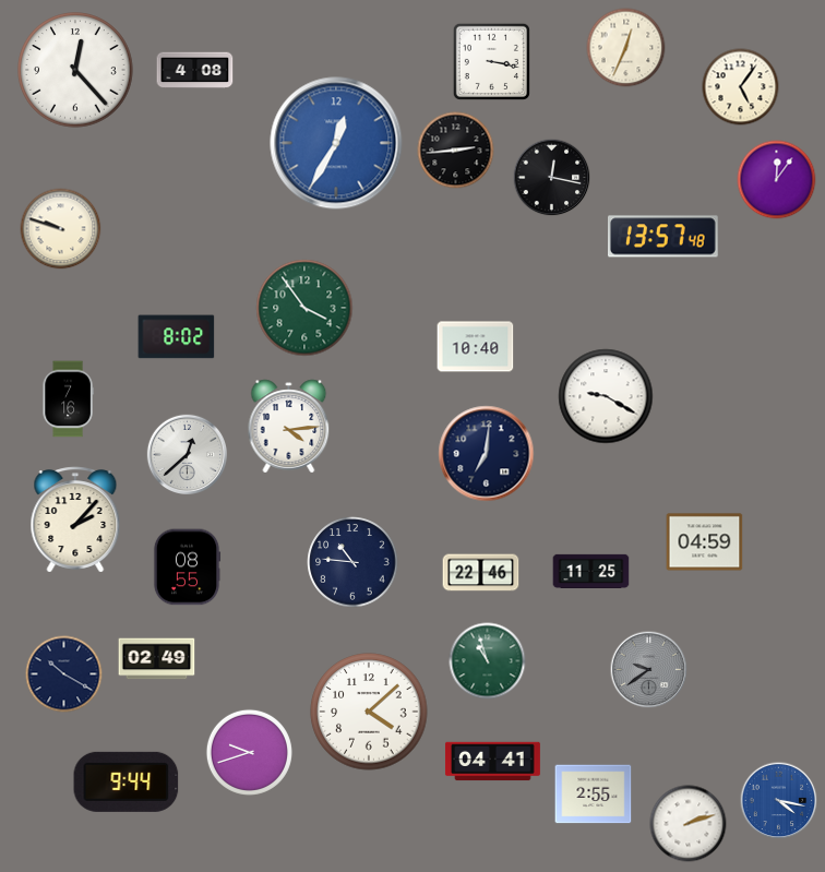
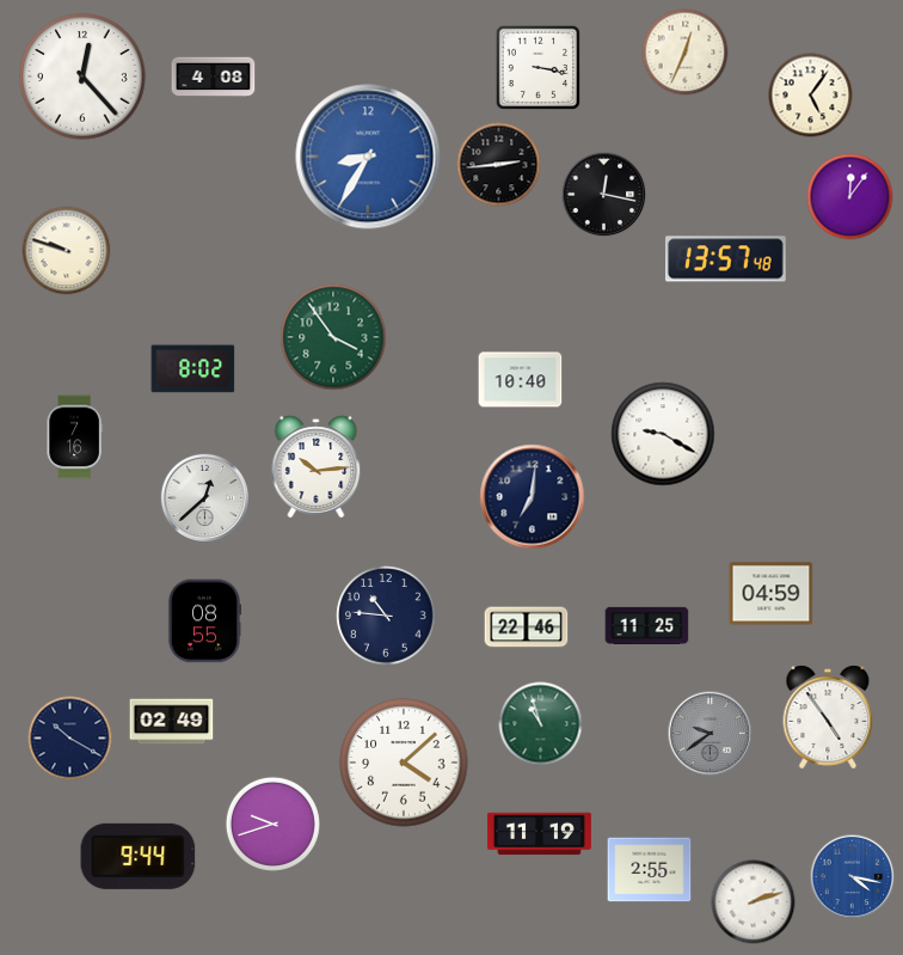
clock at (336, 143): 12:35 -> 8:35
clock at (289, 427): 4:14 -> 10:14
clock at (75, 519): 2:07 -> none
clock at (828, 717): none -> 4:54
clock at (488, 661) position: (488, 661) -> (541, 724)
clock at (369, 712) position: (369, 712) -> (404, 763)
clock at (493, 762): 04:41 -> 11:19
